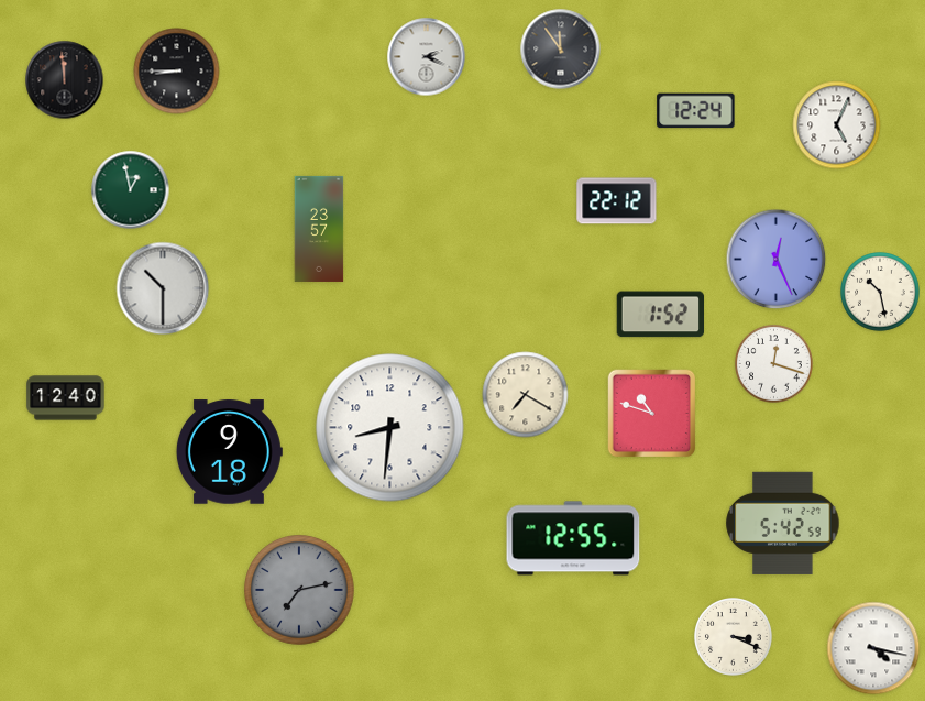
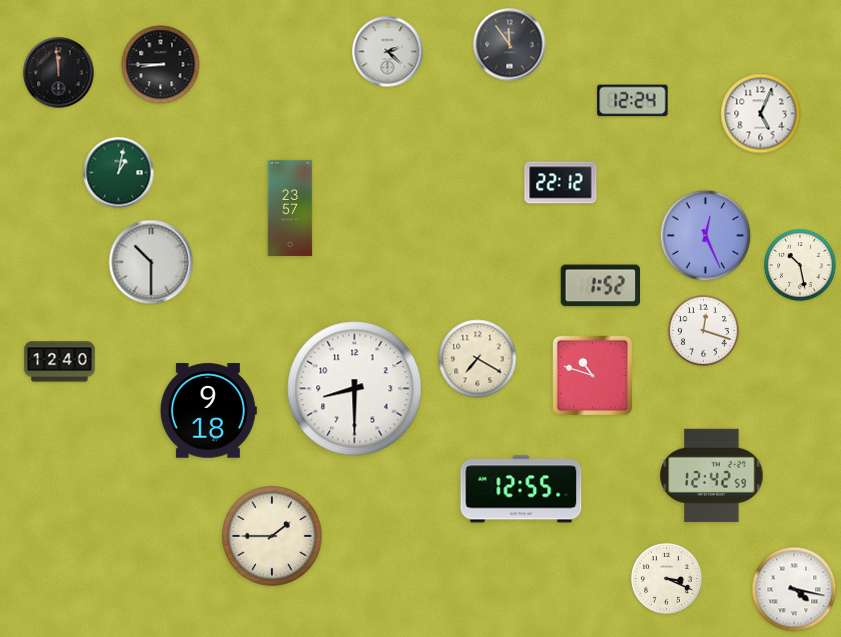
clock at (427, 57): 2:19 -> 2:22
clock at (131, 190): 12:58 -> 1:02
clock at (163, 288) position: (163, 288) -> (151, 262)
clock at (390, 428): 8:31 -> 8:30
clock at (783, 523): 5:42 -> 12:42
clock at (300, 591): 7:13 -> 1:45
clock at (300, 591) dial: grey -> cream
